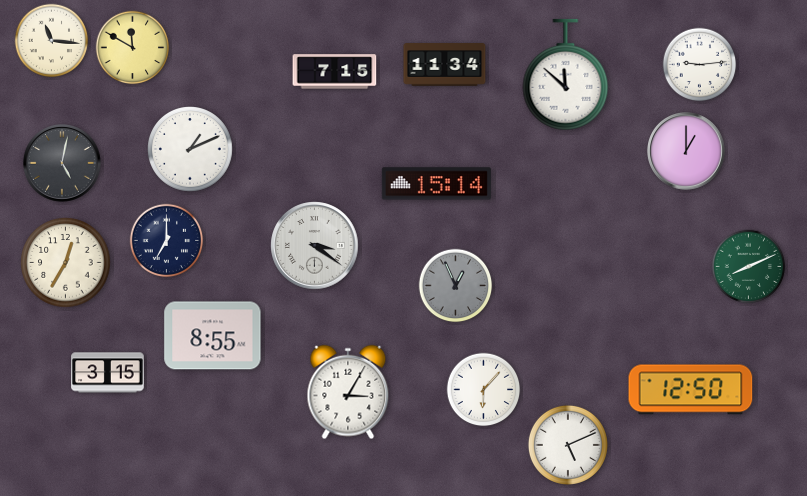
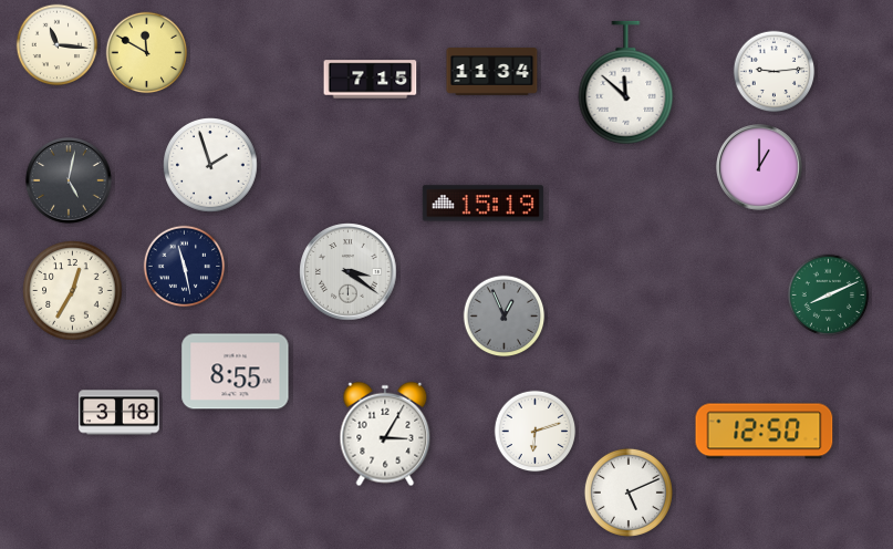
clock at (191, 150): 1:11 -> 1:57
clock at (436, 184): 15:14 -> 15:19
clock at (167, 241): 7:00 -> 11:28
clock at (108, 373): 3:15 -> 3:18
clock at (484, 390): 6:07 -> 6:12
